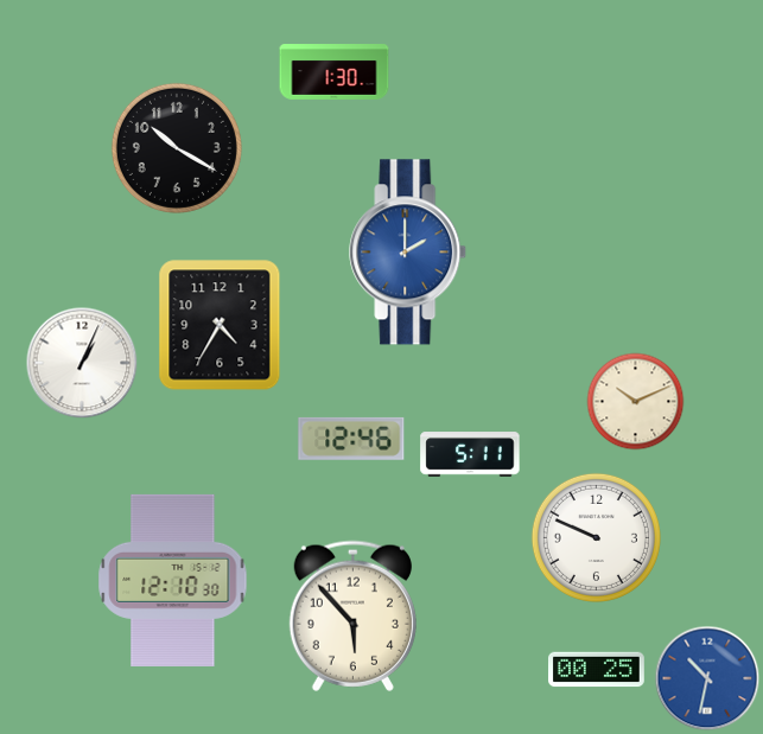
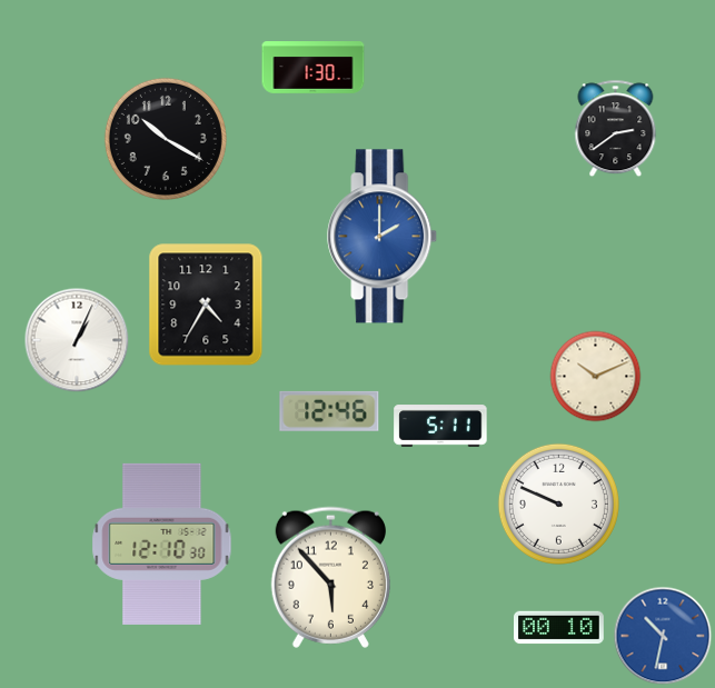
clock at (616, 129): none -> 2:39
clock at (597, 670): 00:25 -> 00:10
